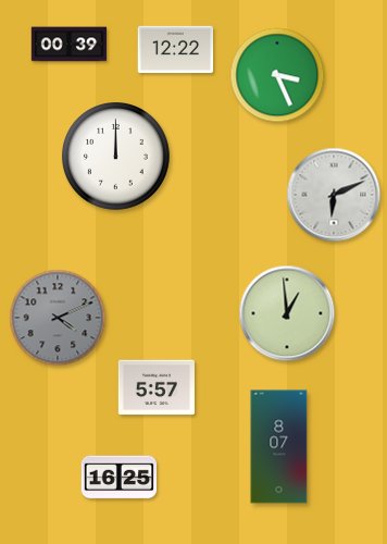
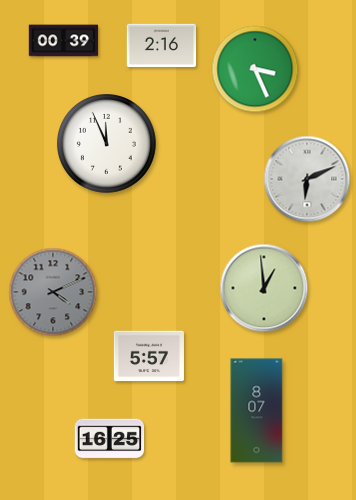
clock at (176, 50): 12:22 -> 2:16
clock at (116, 157): 12:00 -> 11:56
clock at (157, 387) position: (157, 387) -> (149, 356)
